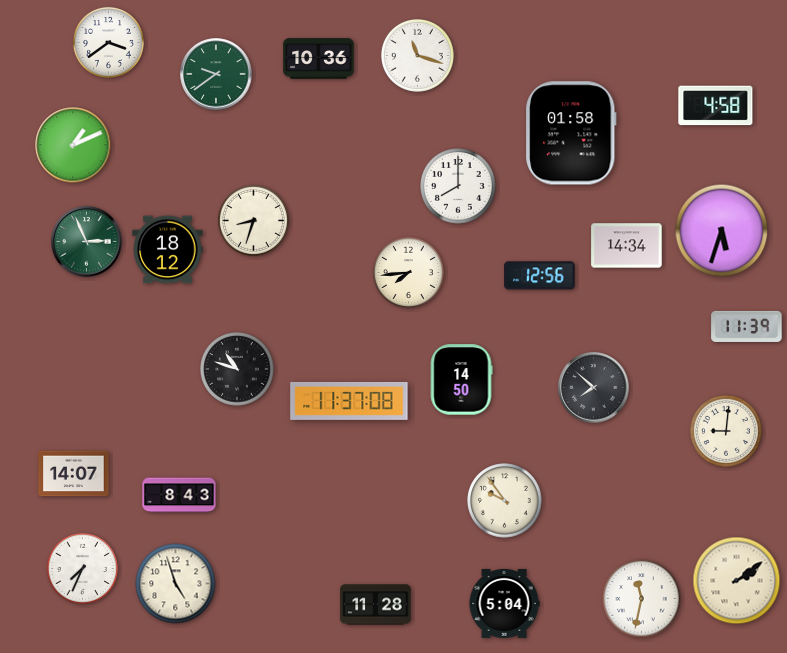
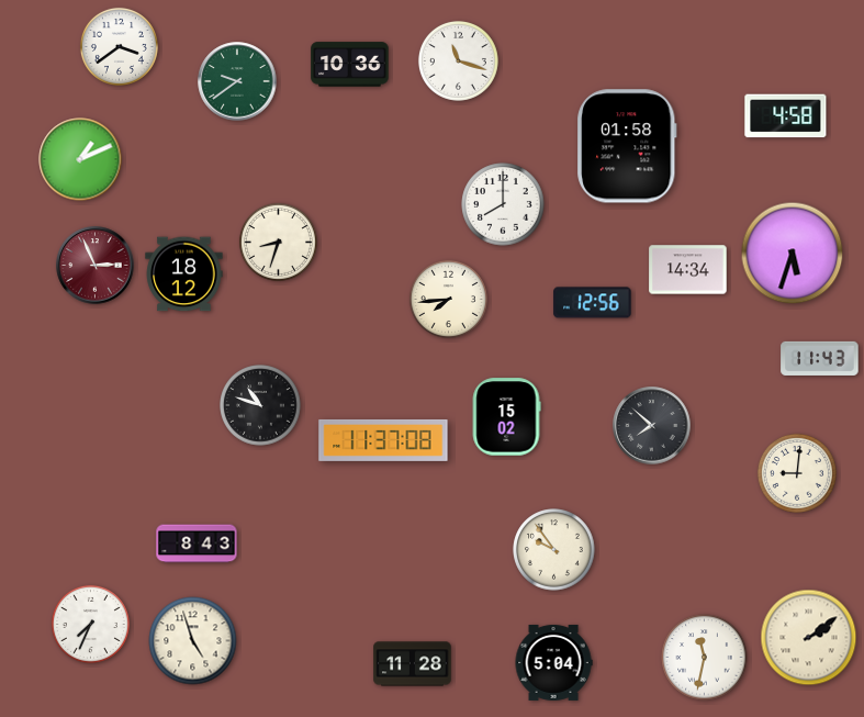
clock at (87, 242) dial: green -> burgundy
clock at (747, 326): 11:39 -> 11:43
clock at (461, 380): 14:50 -> 15:02
clock at (74, 474): 14:07 -> none
